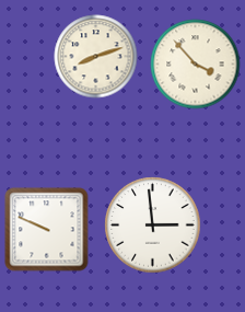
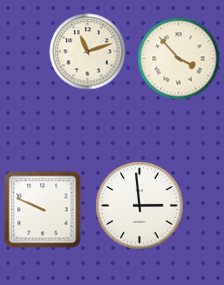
clock at (96, 57): 8:12 -> 11:12
